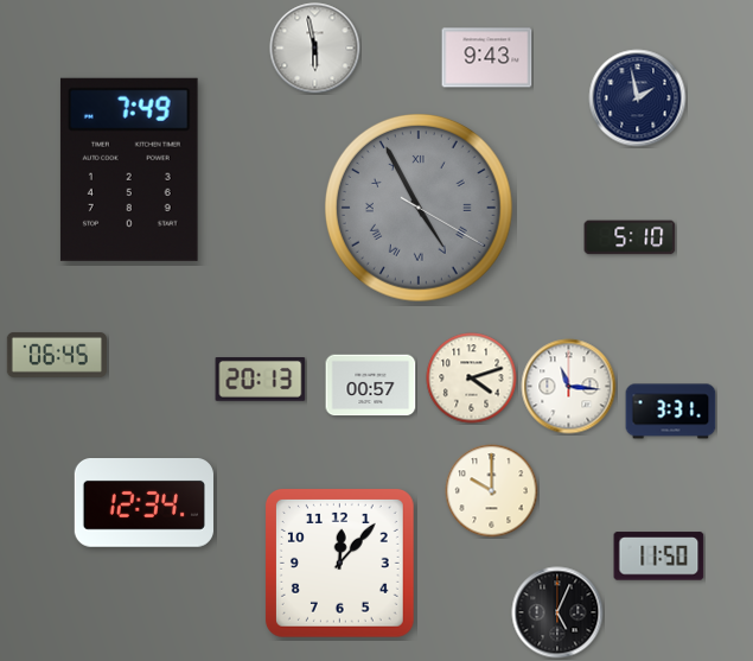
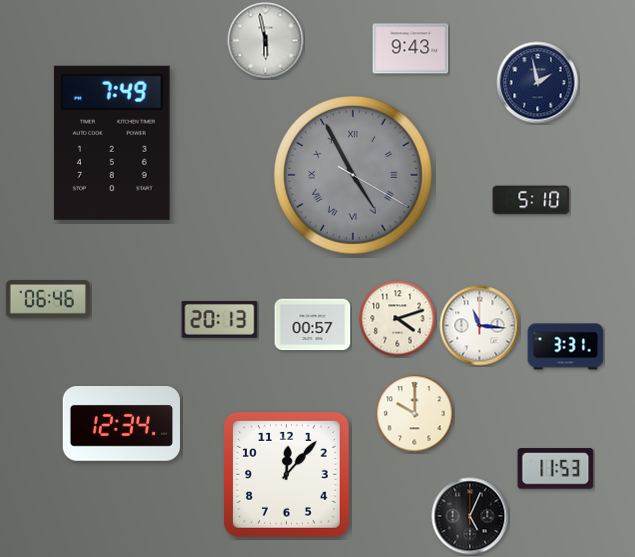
clock at (129, 170) position: (129, 170) -> (112, 143)
clock at (57, 355): 06:45 -> 06:46
clock at (659, 557): 11:50 -> 11:53
